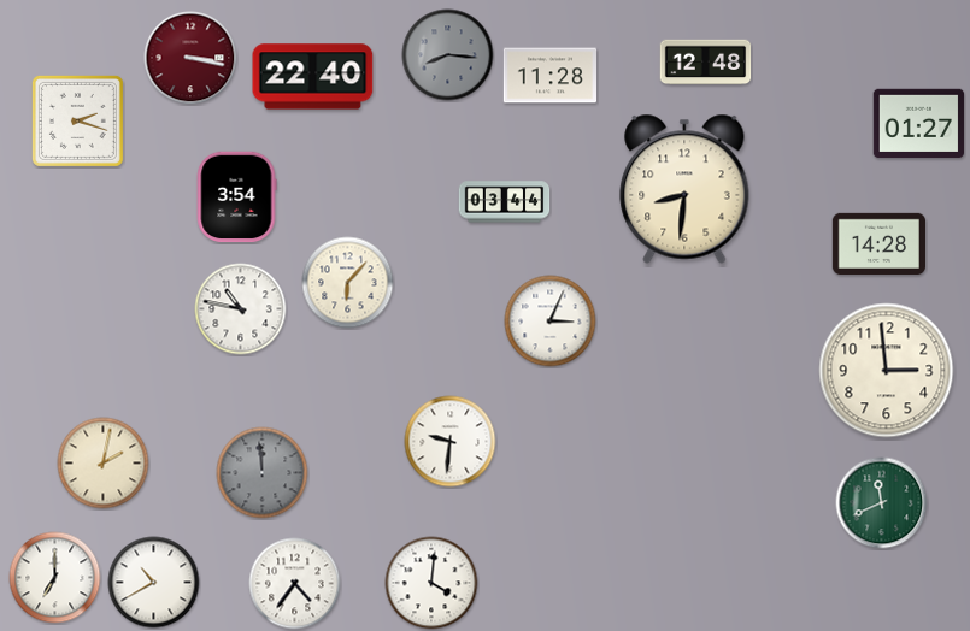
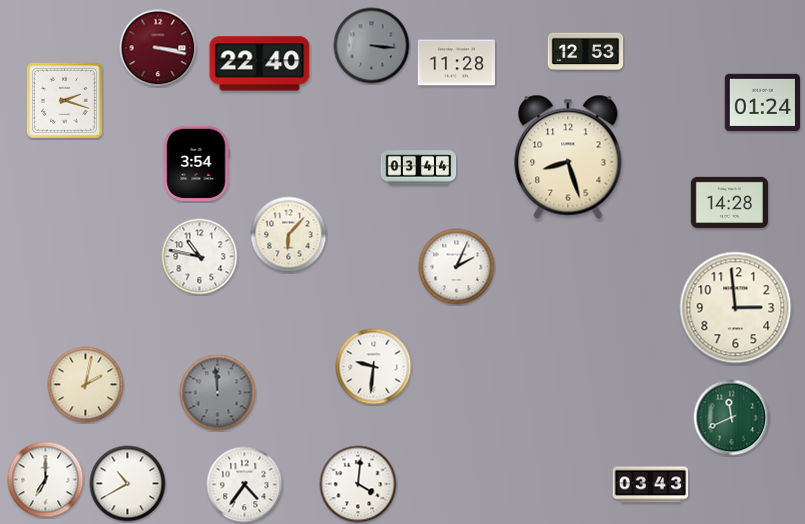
clock at (448, 55): 8:16 -> 3:16
clock at (706, 63): 12:48 -> 12:53
clock at (919, 124): 01:27 -> 01:24
clock at (684, 189): 8:31 -> 8:27
clock at (551, 322): 3:04 -> 2:04
clock at (651, 485): none -> 03:43
